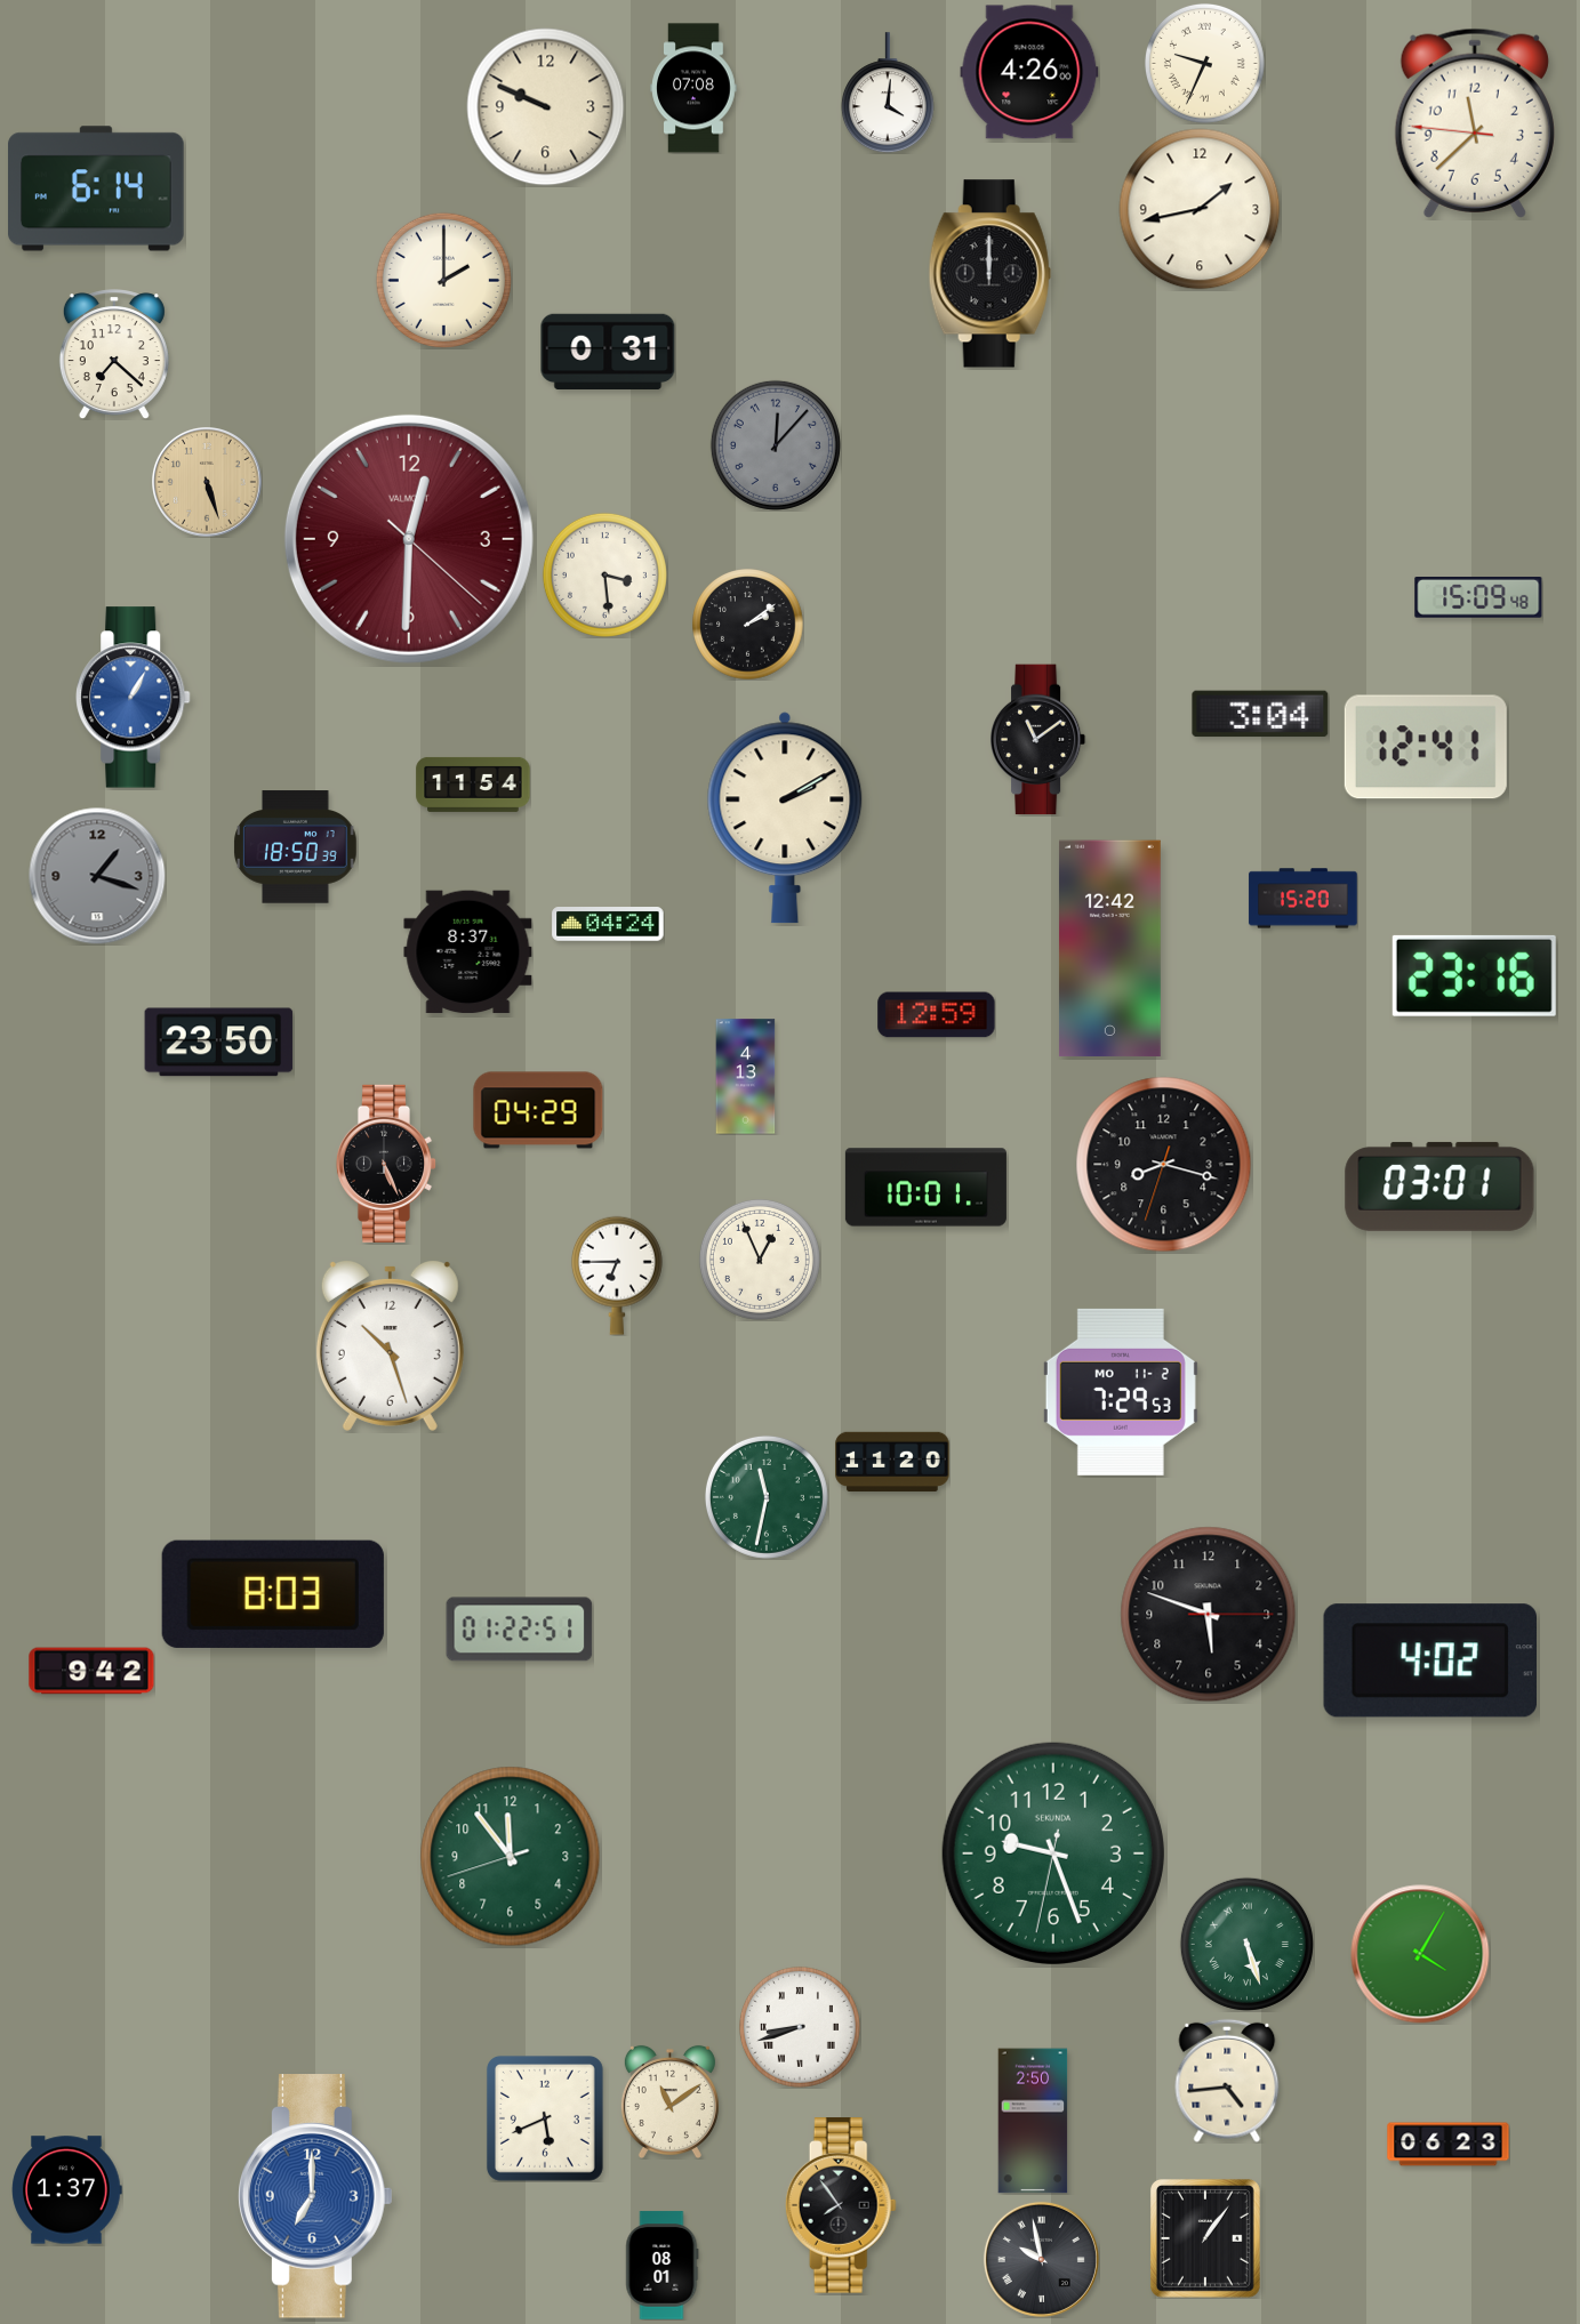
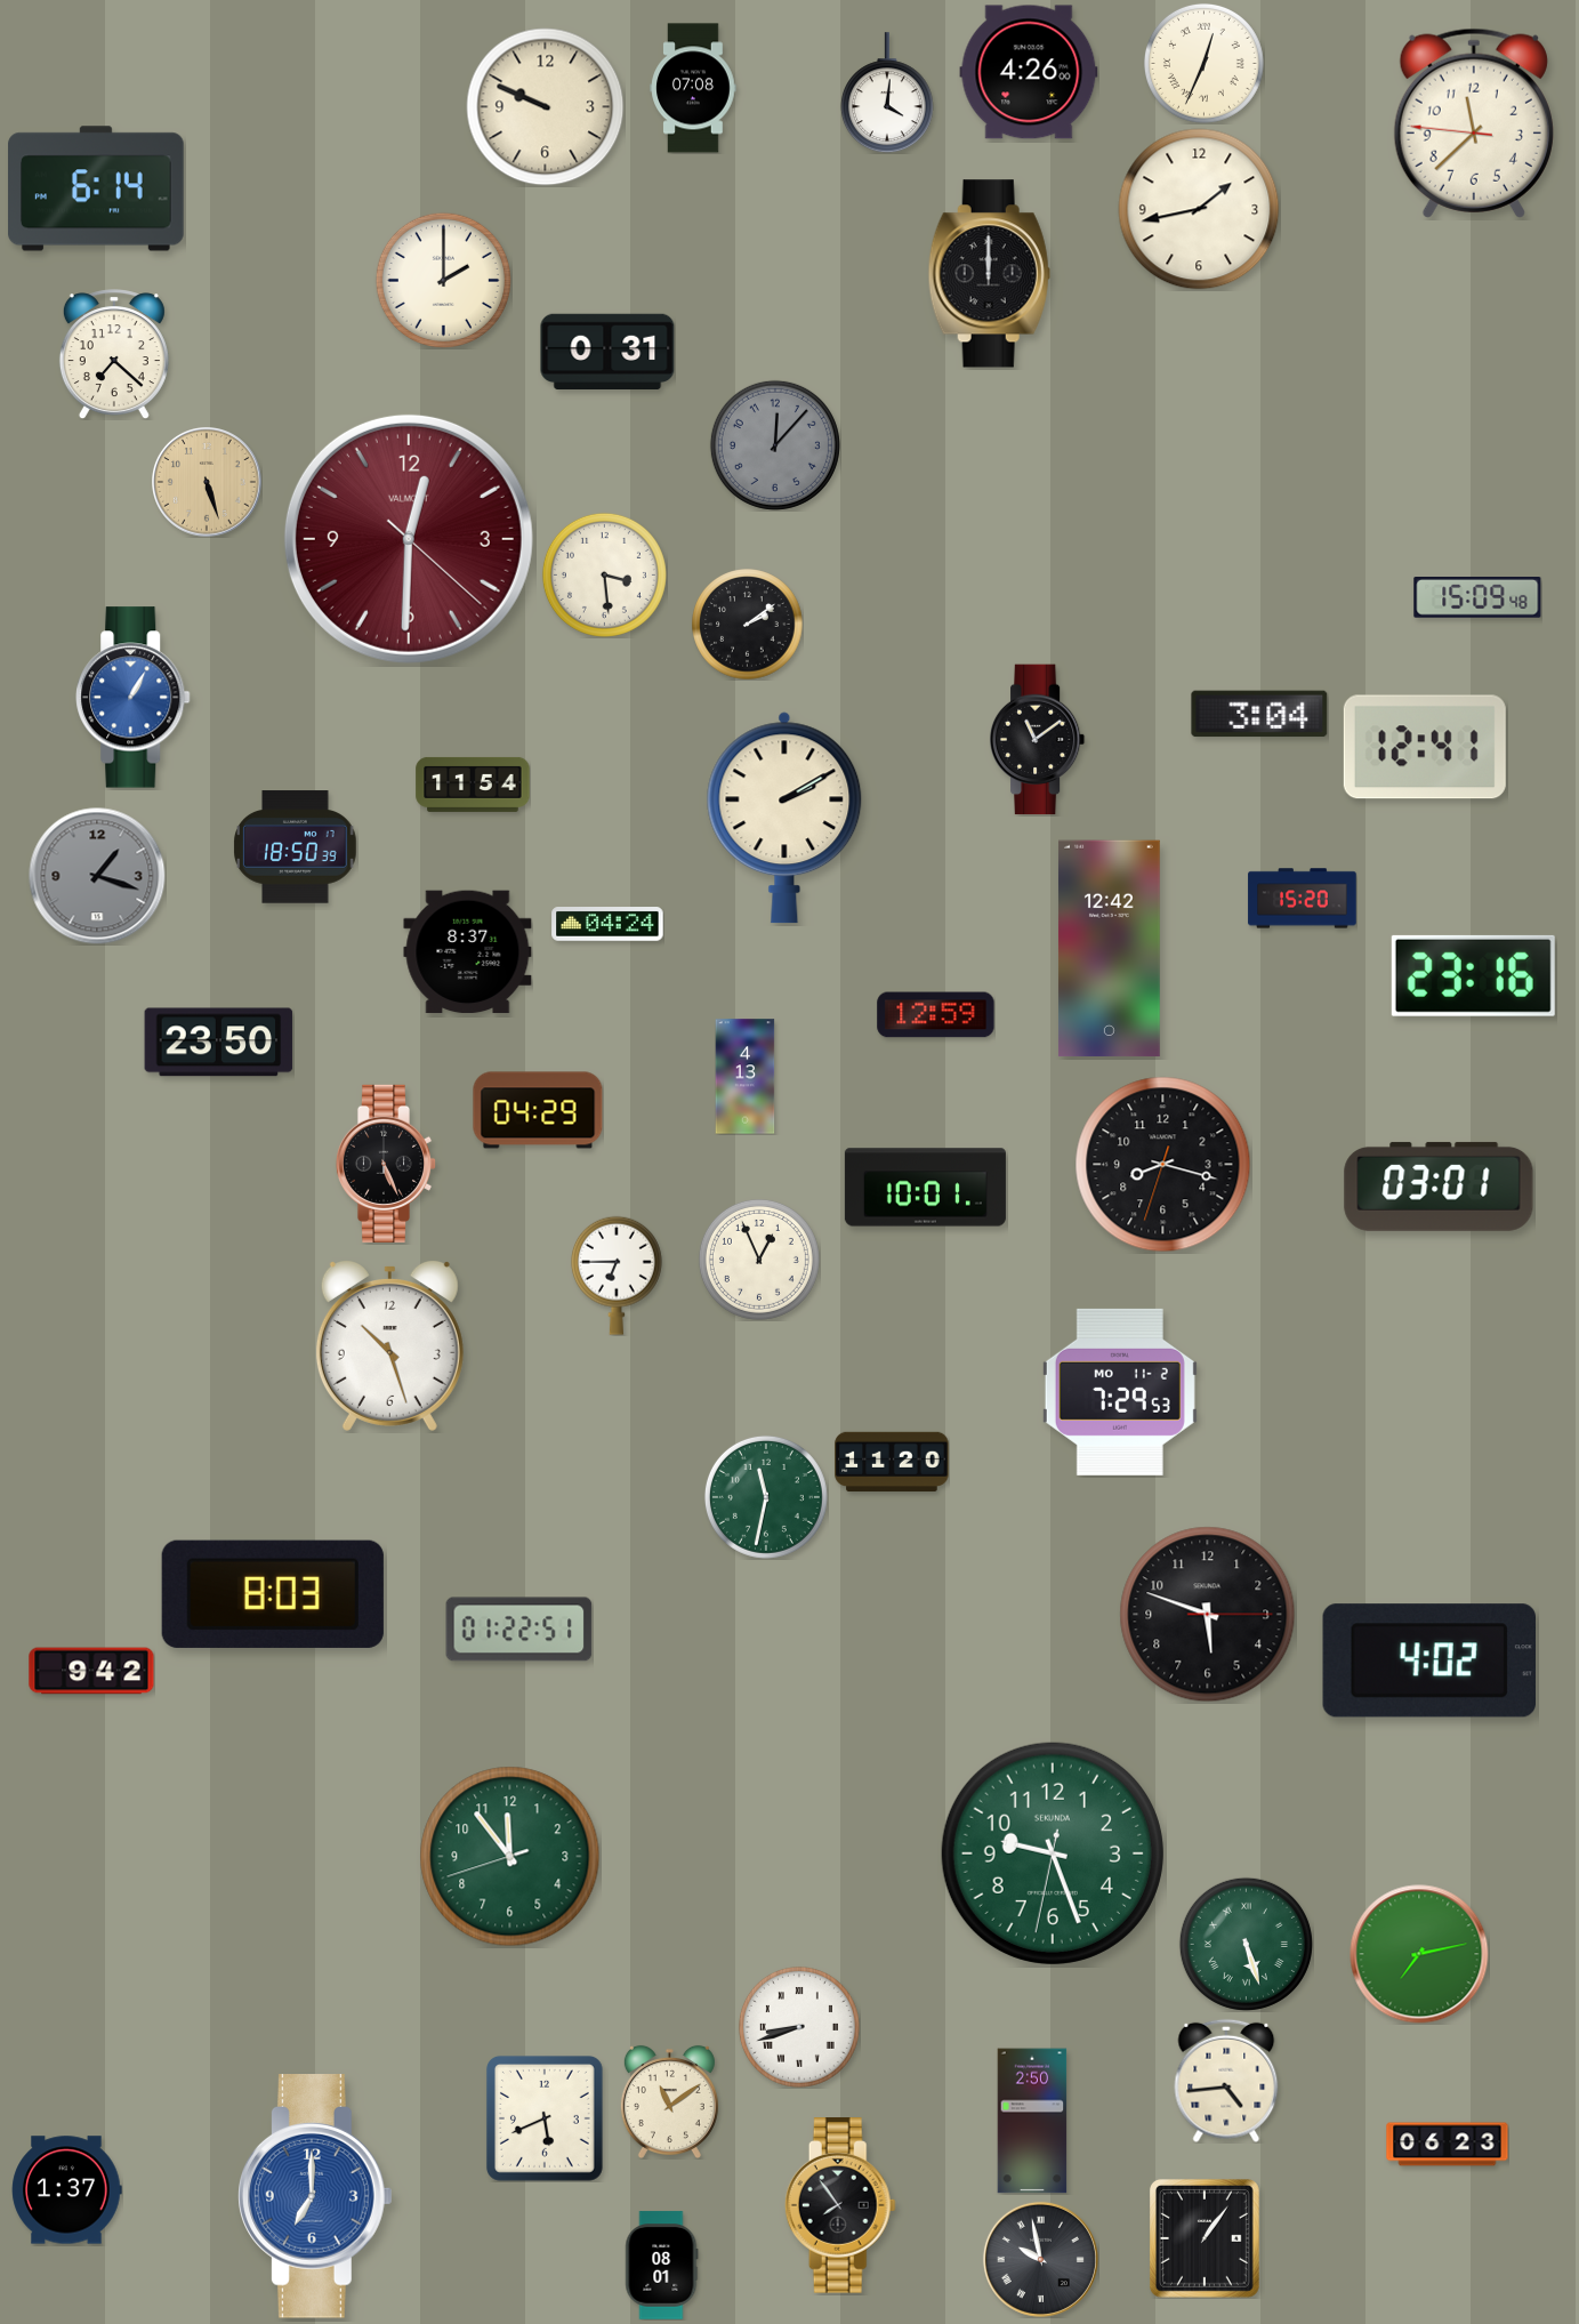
clock at (1204, 63): 9:34 -> 12:34
clock at (1420, 1954): 4:05 -> 7:13
